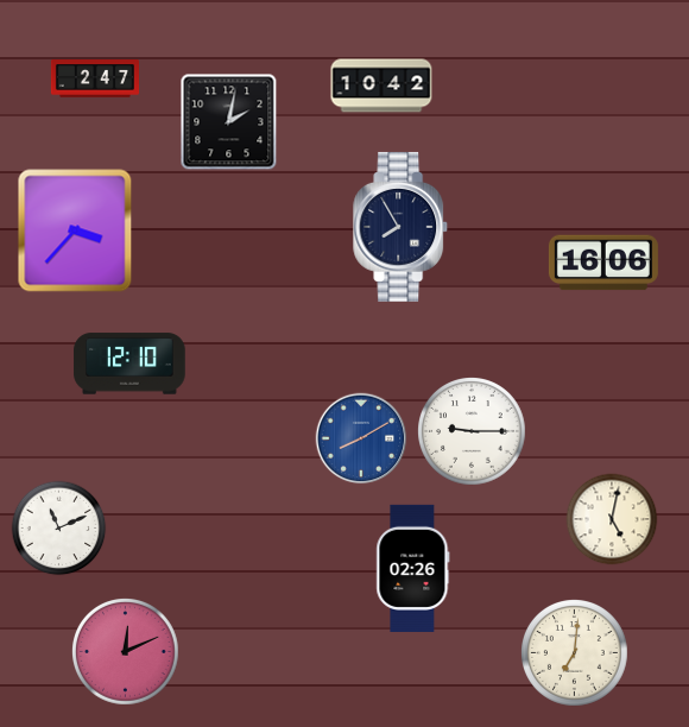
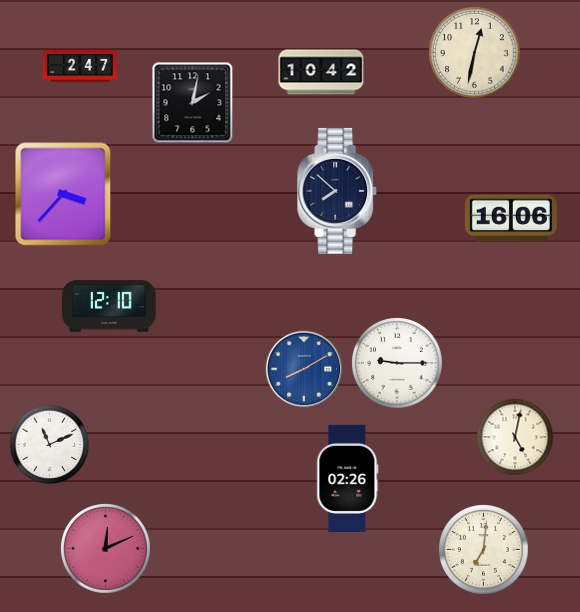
clock at (475, 53): none -> 12:32
clock at (402, 227): 7:55 -> 7:52
clock at (603, 263) position: (603, 263) -> (511, 218)
